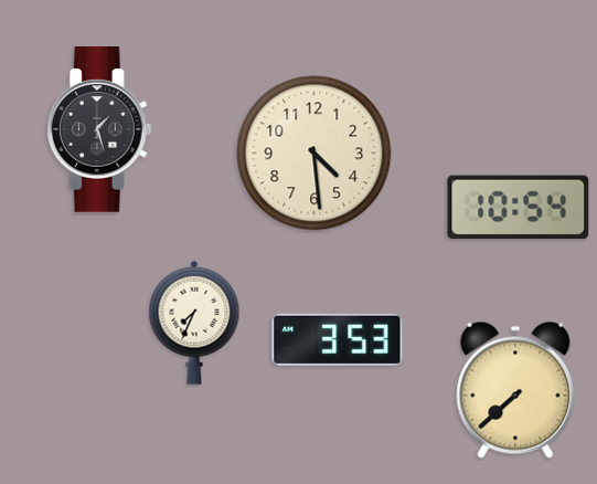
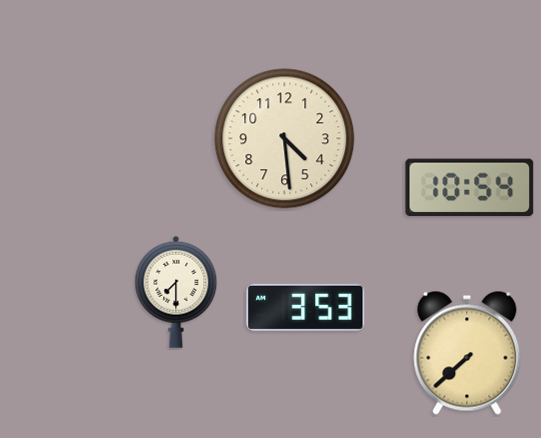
clock at (99, 130): 1:27 -> none
clock at (194, 323): 7:34 -> 7:30
